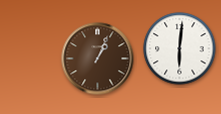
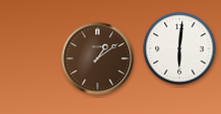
clock at (98, 59): 1:04 -> 1:09
